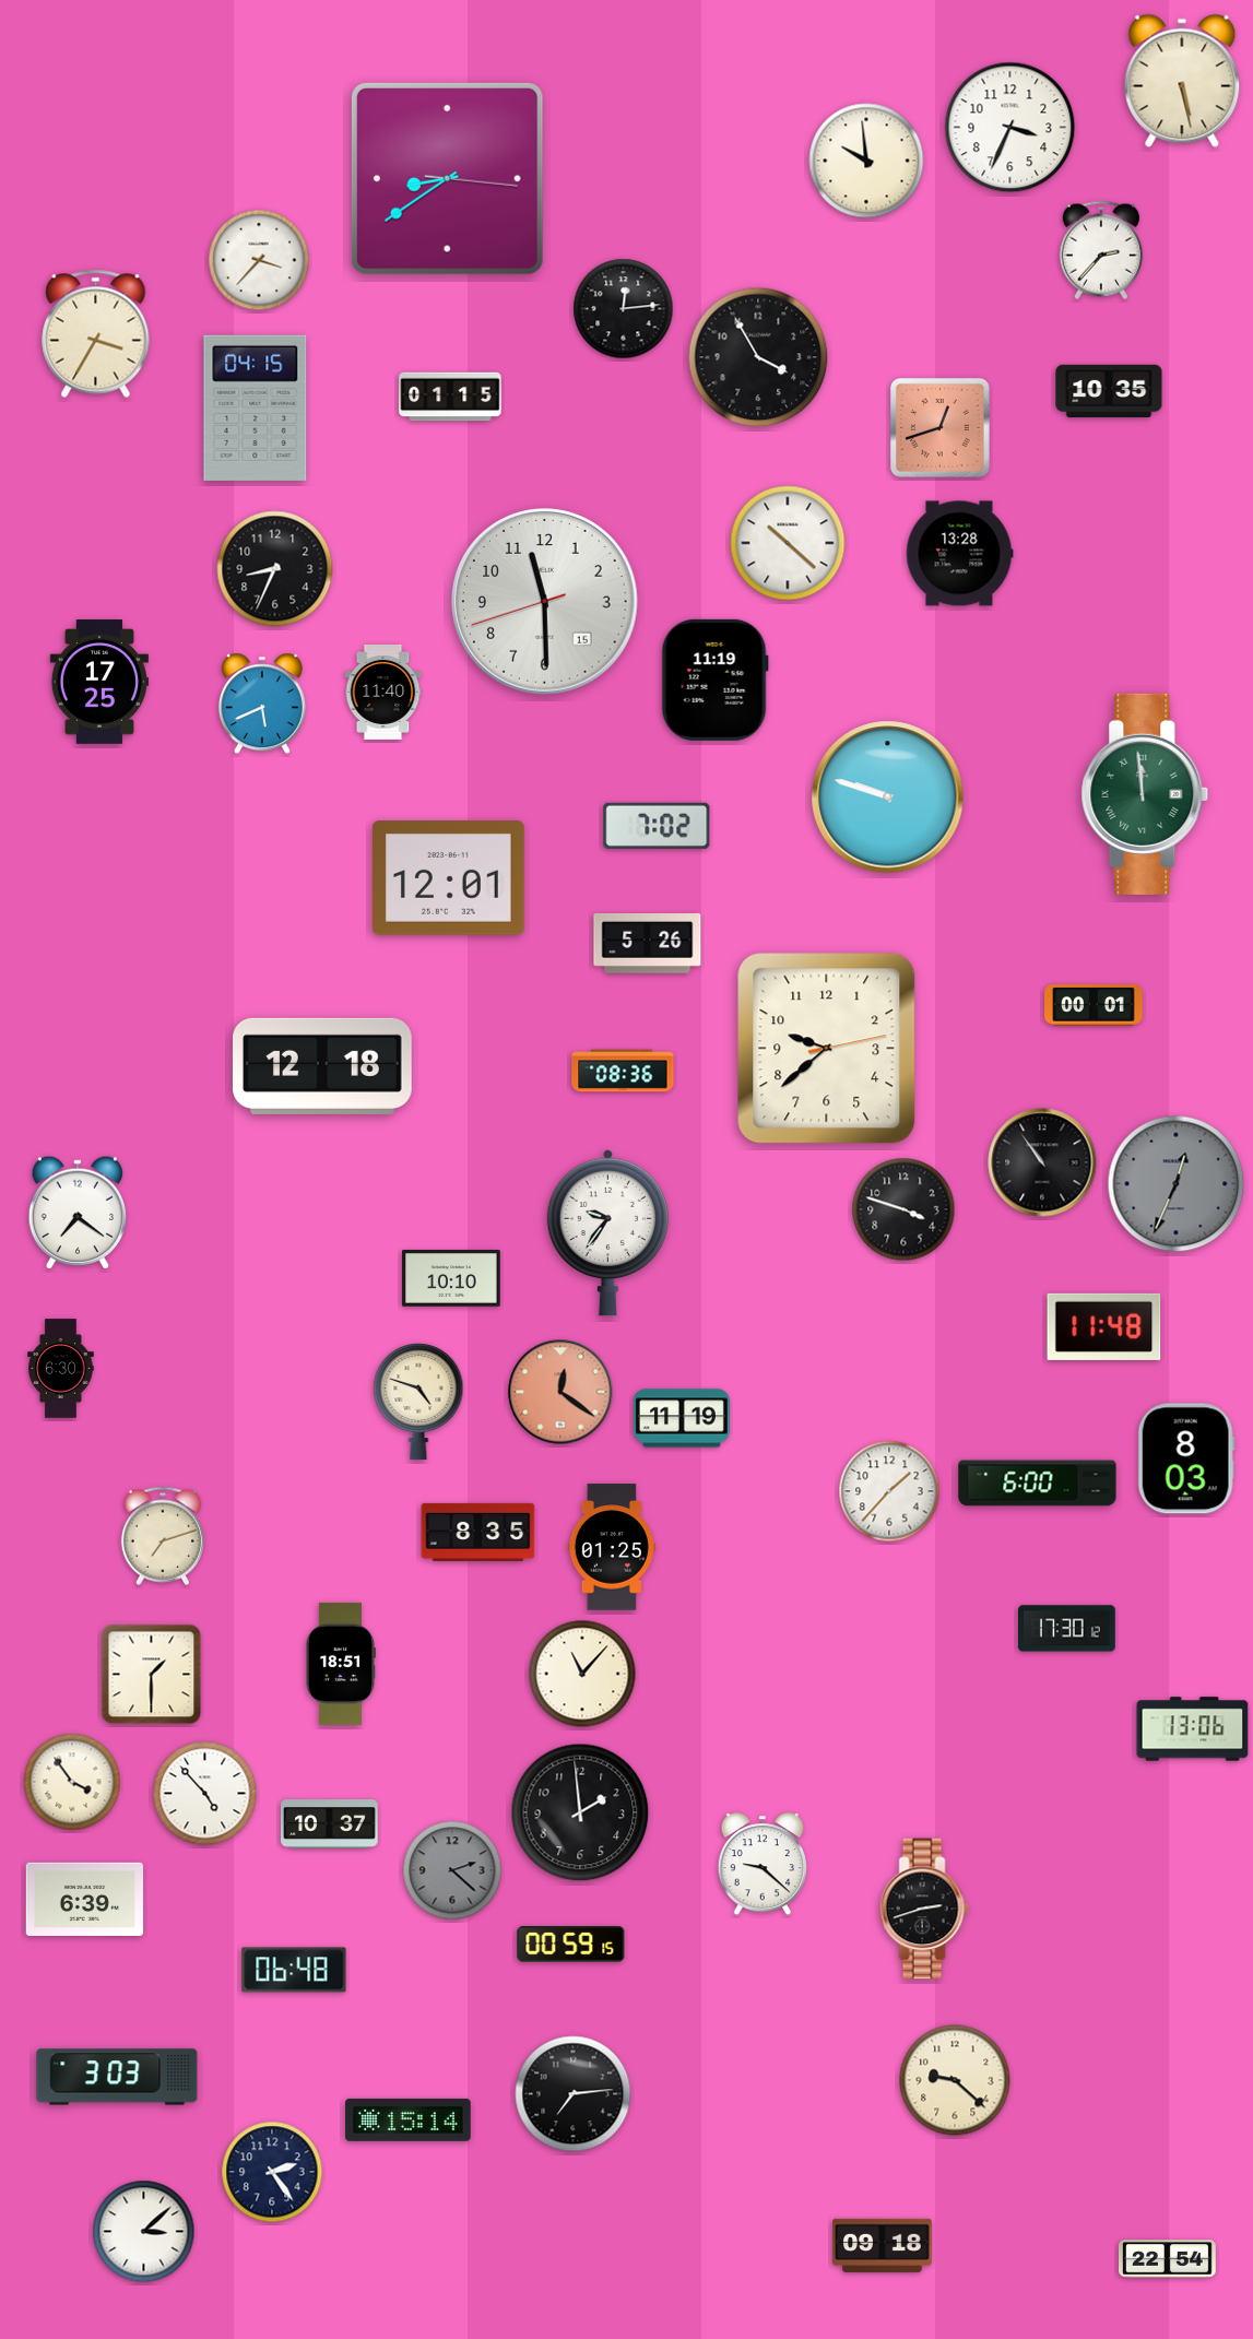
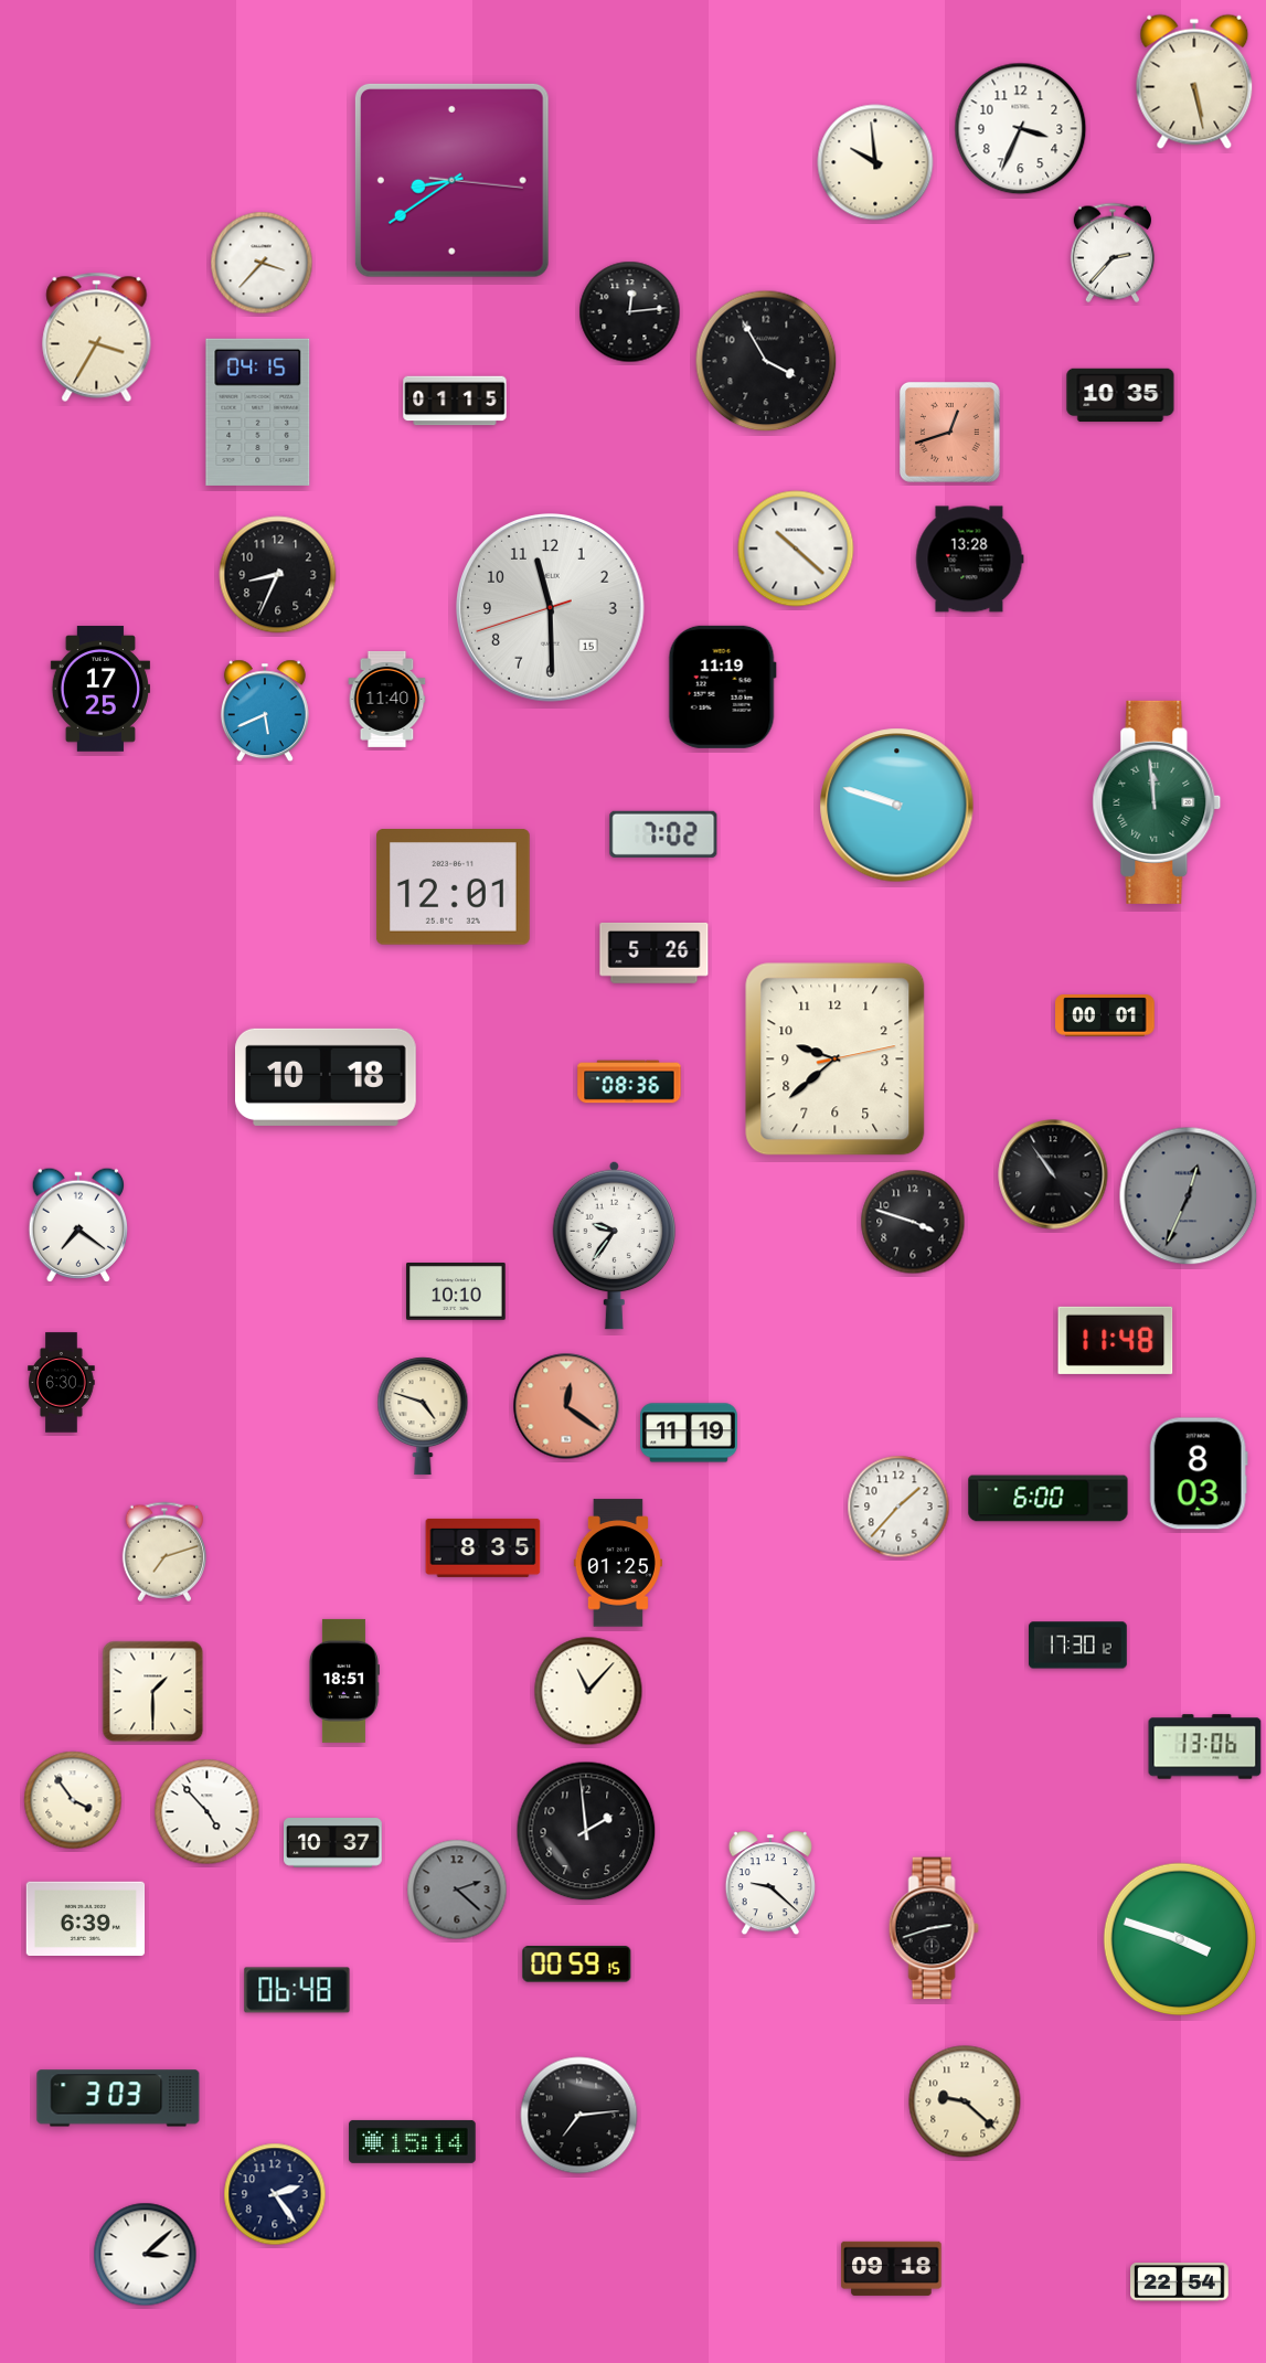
clock at (323, 1066): 12:18 -> 10:18
clock at (1180, 1939): none -> 3:48
